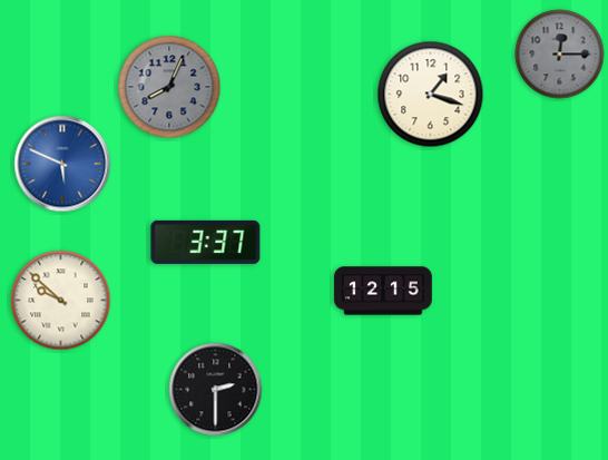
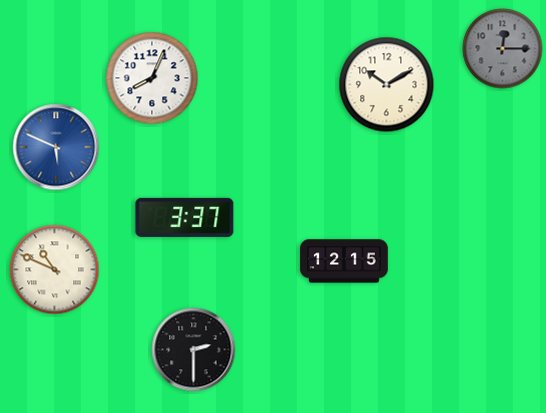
clock at (169, 87) dial: grey -> white
clock at (431, 95): 1:18 -> 10:10
clock at (61, 301): 9:52 -> 10:49
